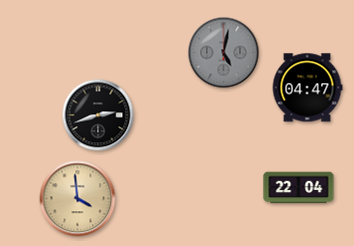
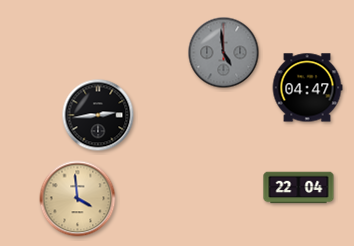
clock at (224, 53): 5:02 -> 4:59
clock at (98, 115): 2:42 -> 2:44
